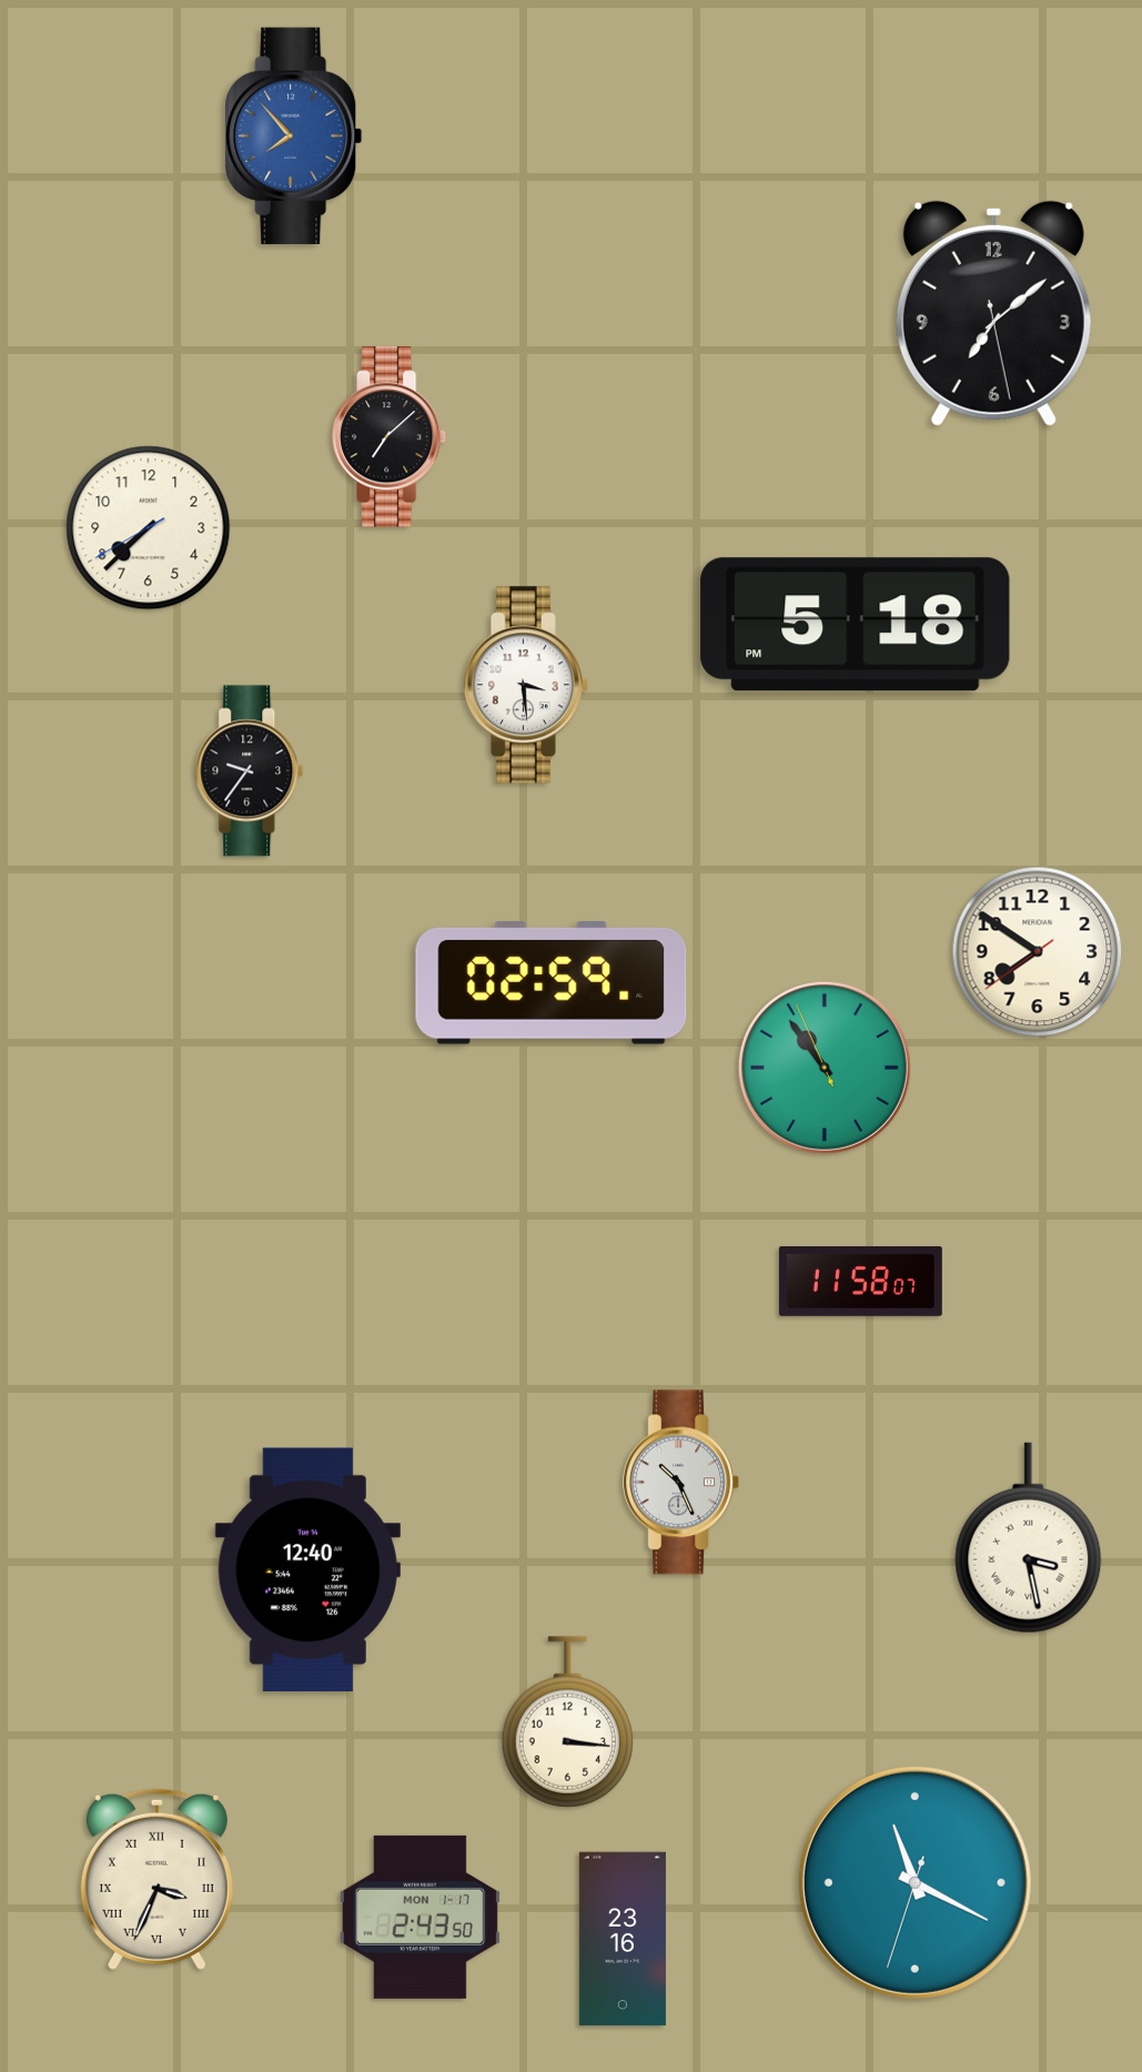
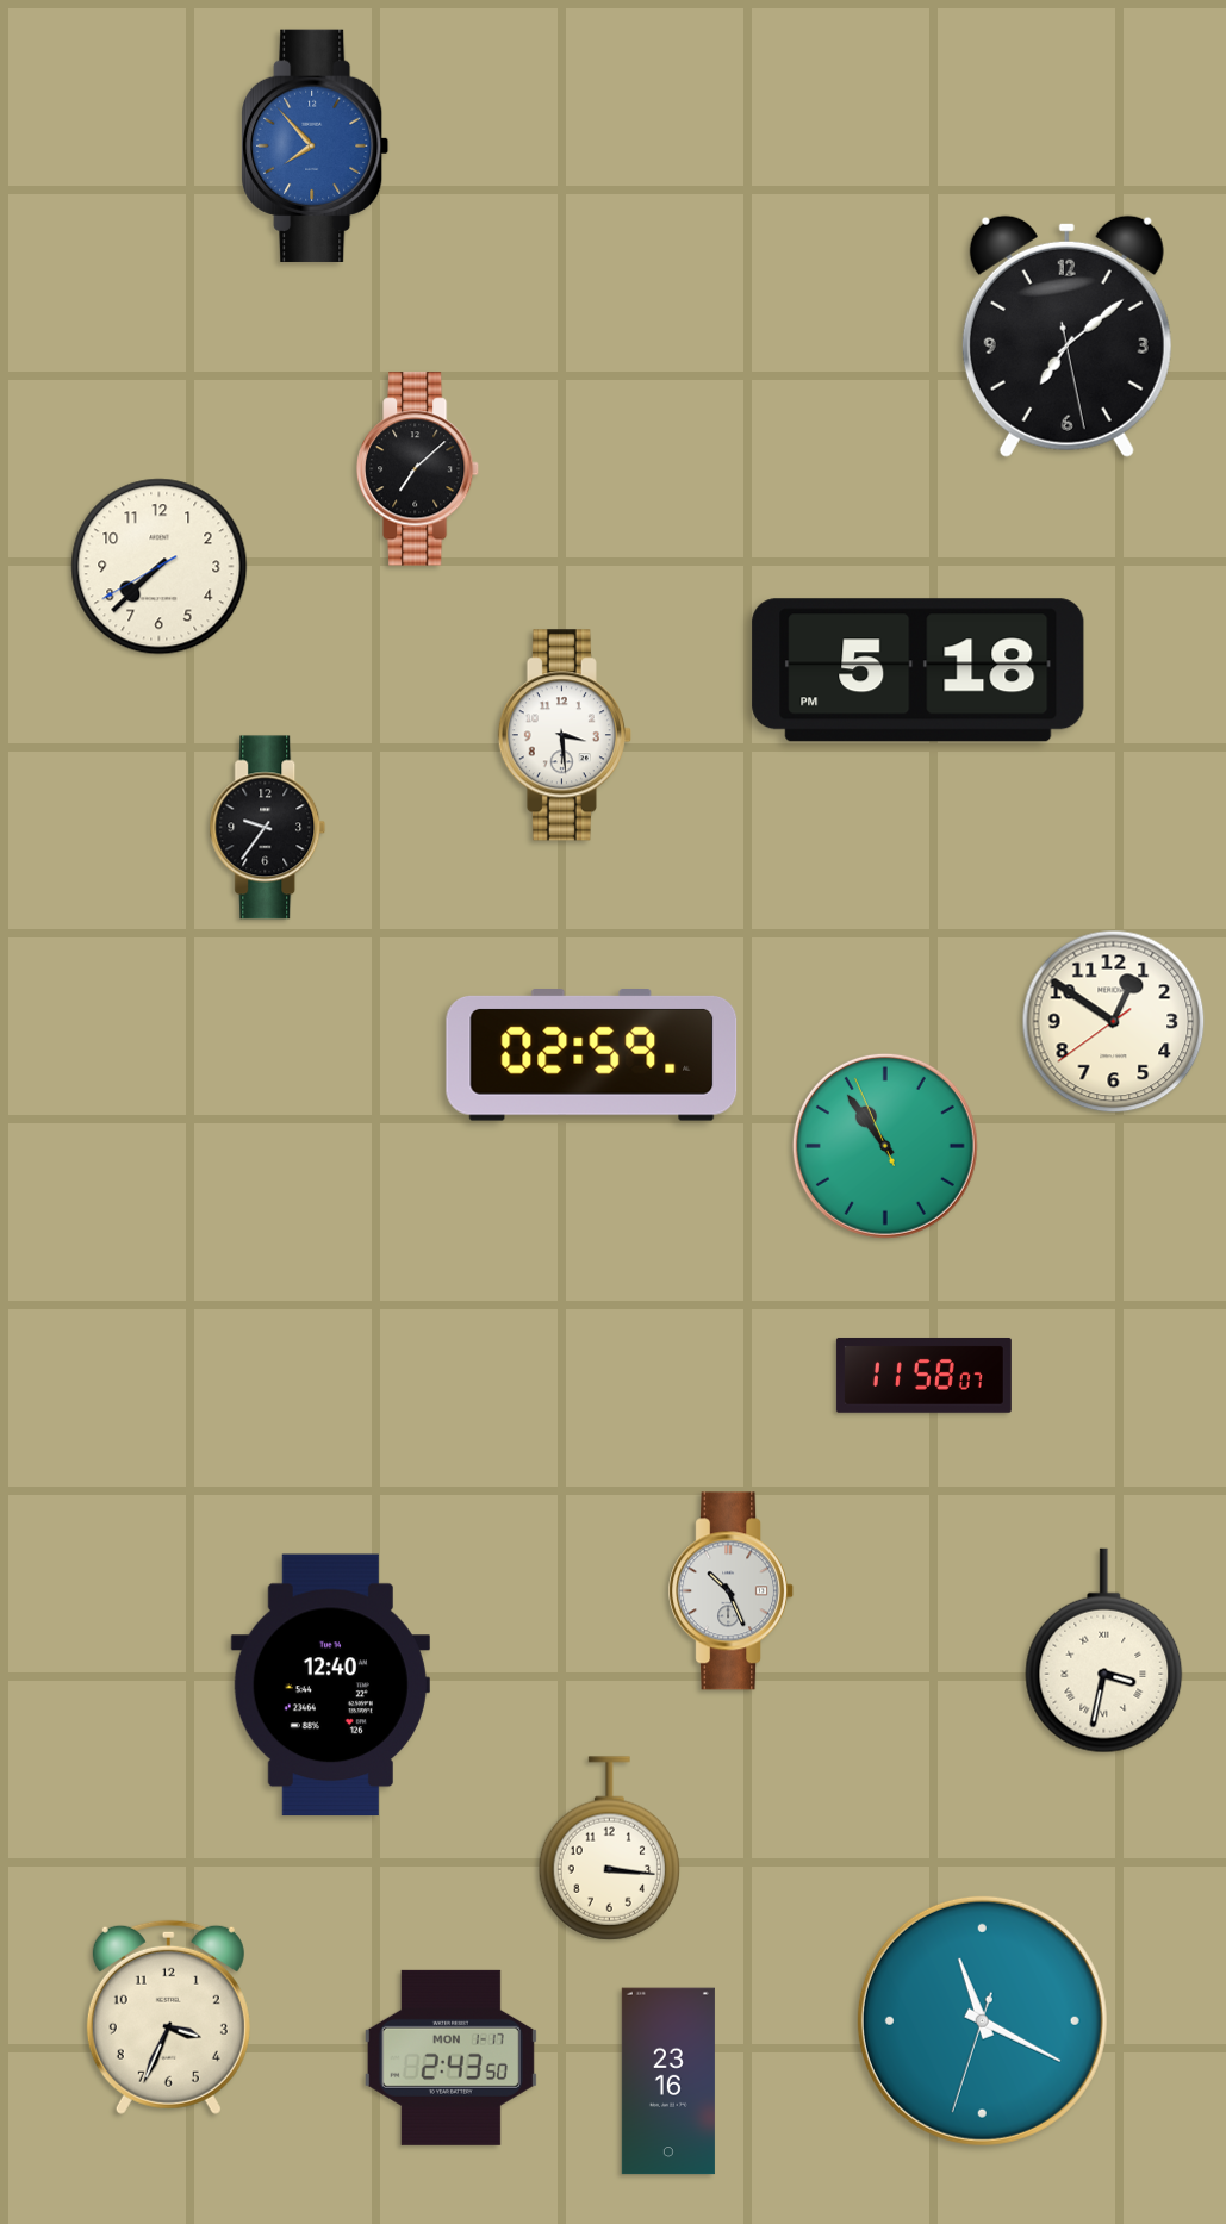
clock at (1038, 952): 7:50 -> 12:50
clock at (1029, 1538): 3:28 -> 3:32
clock at (156, 1879) numerals: Roman -> Arabic
